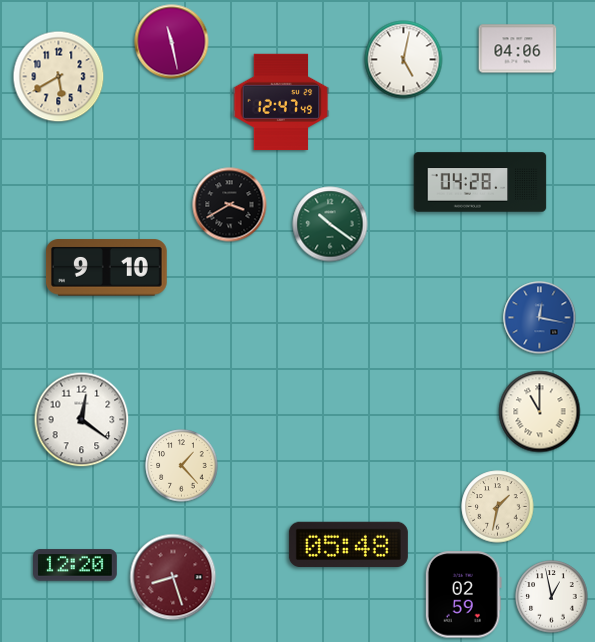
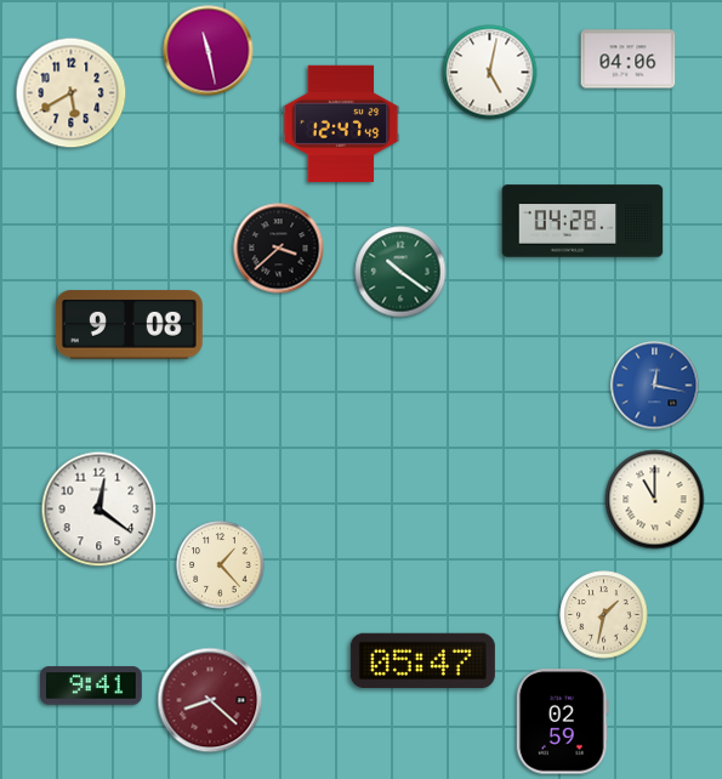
clock at (230, 205): 3:40 -> 3:38
clock at (106, 268): 9:10 -> 9:08
clock at (348, 544): 05:48 -> 05:47
clock at (76, 565): 12:20 -> 9:41
clock at (173, 577): 8:27 -> 8:22
clock at (552, 597): 12:58 -> none
